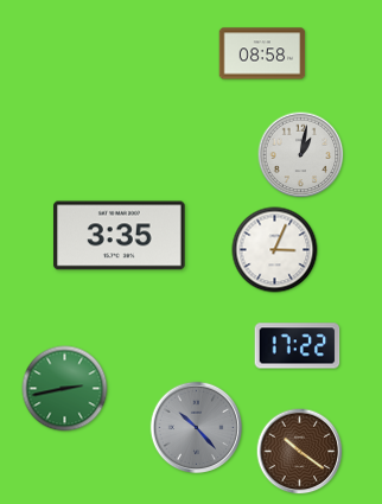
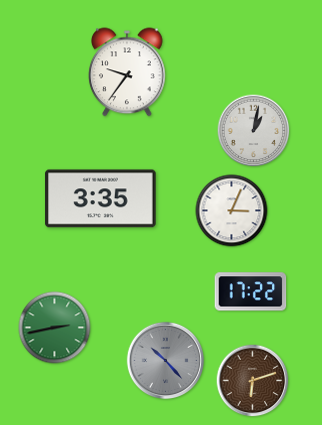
clock at (262, 53): 08:58 -> none
clock at (128, 72): none -> 9:36
clock at (300, 452): 10:21 -> 6:12
